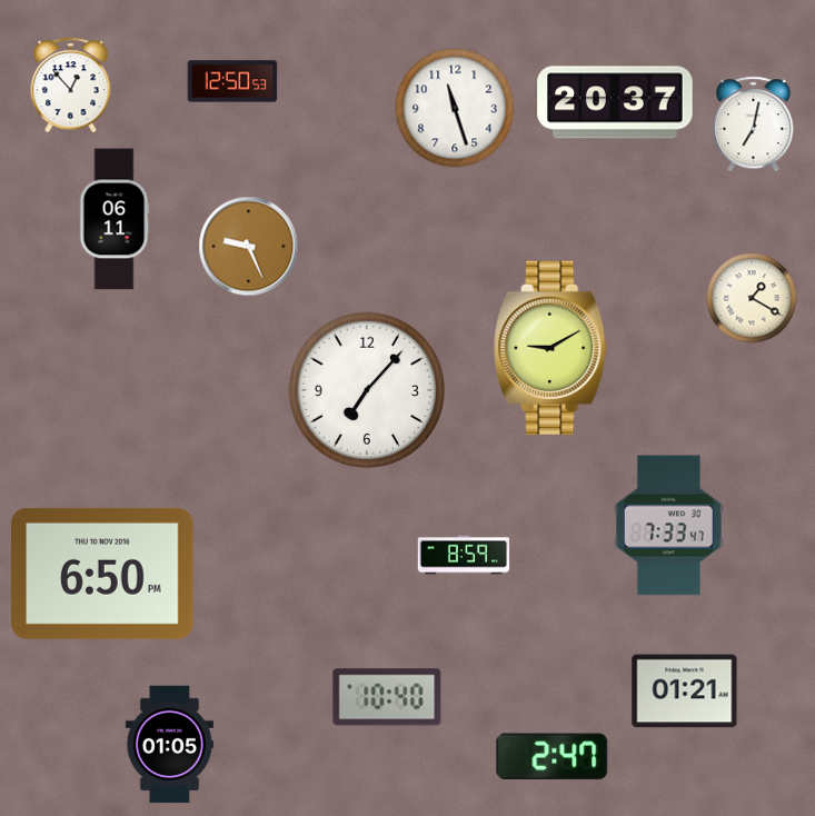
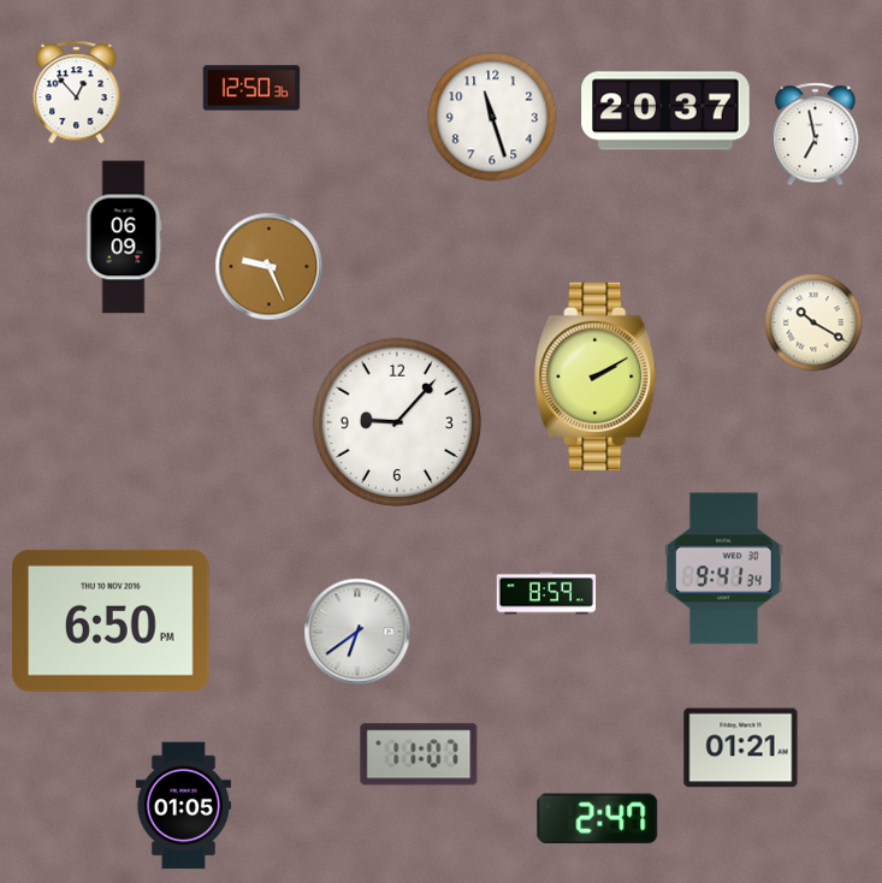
clock at (232, 81): 12:50:53 -> 12:50:36
clock at (754, 125): 7:02 -> 6:58
clock at (115, 219): 06:11 -> 06:09
clock at (752, 298): 1:20 -> 10:20
clock at (551, 348): 9:10 -> 2:10
clock at (367, 390): 7:07 -> 9:07
clock at (668, 526): 7:33 -> 9:41
clock at (464, 555) position: (464, 555) -> (546, 593)
clock at (357, 632): none -> 6:39
clock at (387, 697): 10:40 -> 11:07
